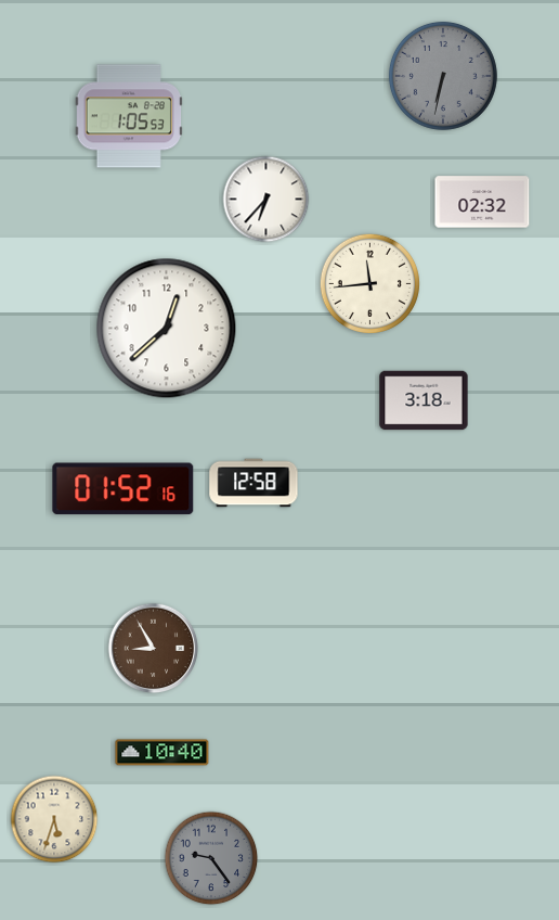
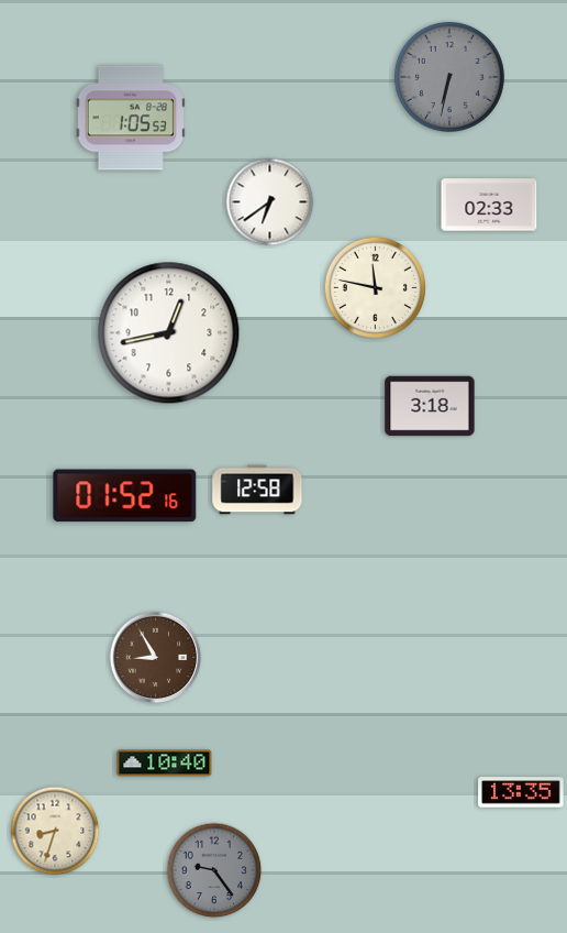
clock at (266, 200): 6:37 -> 6:39
clock at (482, 202): 02:32 -> 02:33
clock at (369, 283): 11:44 -> 11:47
clock at (167, 329): 12:38 -> 12:43
clock at (521, 792): none -> 13:35
clock at (54, 819): 5:33 -> 8:33
